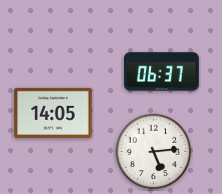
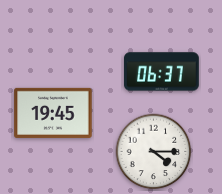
clock at (53, 113): 14:05 -> 19:45
clock at (154, 152): 5:14 -> 4:15
